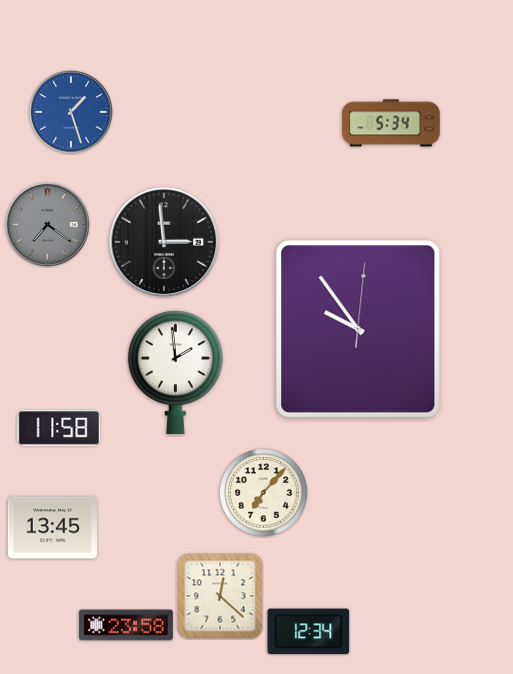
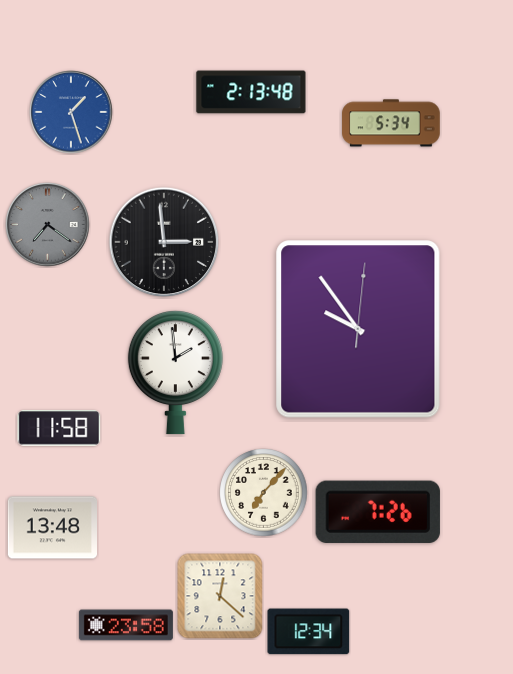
clock at (251, 92): none -> 2:13
clock at (378, 512): none -> 7:26
clock at (52, 528): 13:45 -> 13:48
